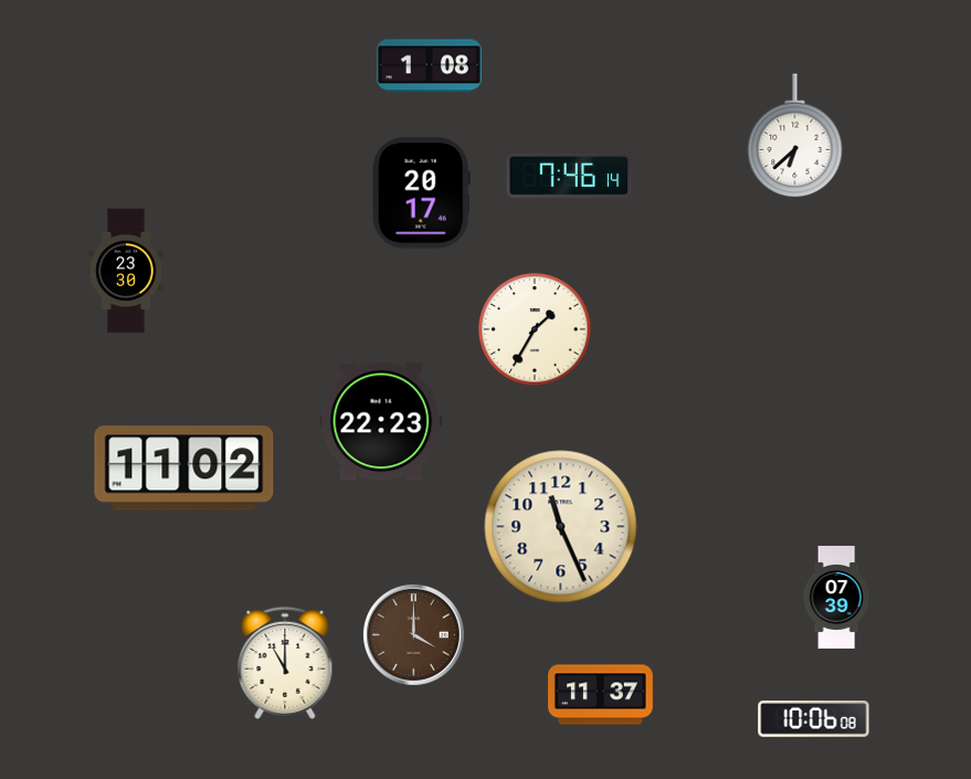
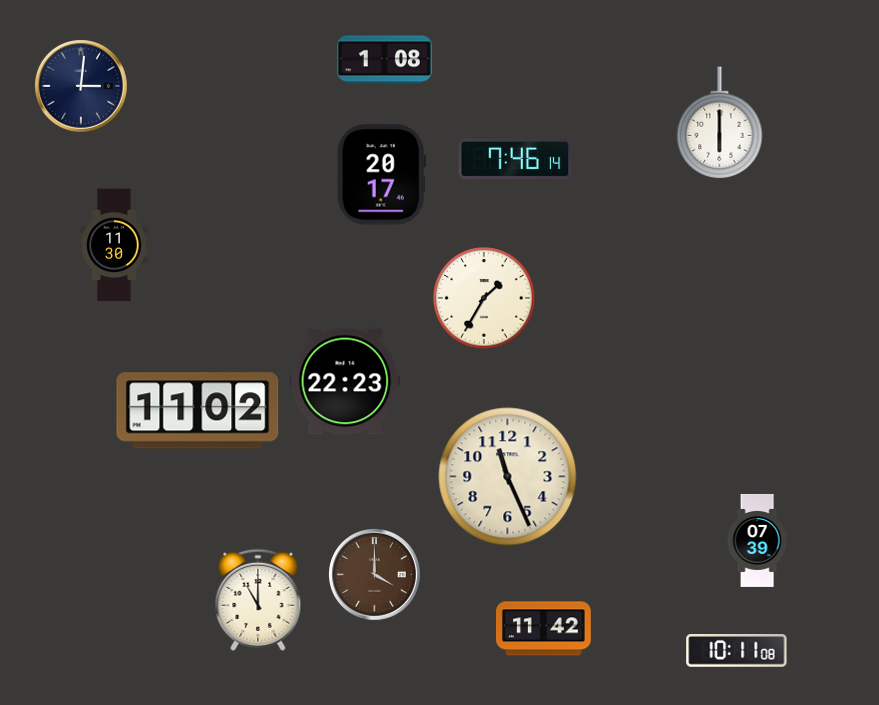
clock at (430, 66) position: (430, 66) -> (385, 60)
clock at (82, 87): none -> 3:01
clock at (795, 136): 6:38 -> 6:00
clock at (126, 271): 23:30 -> 11:30
clock at (184, 469) position: (184, 469) -> (198, 411)
clock at (601, 695): 11:37 -> 11:42
clock at (814, 719): 10:06 -> 10:11
